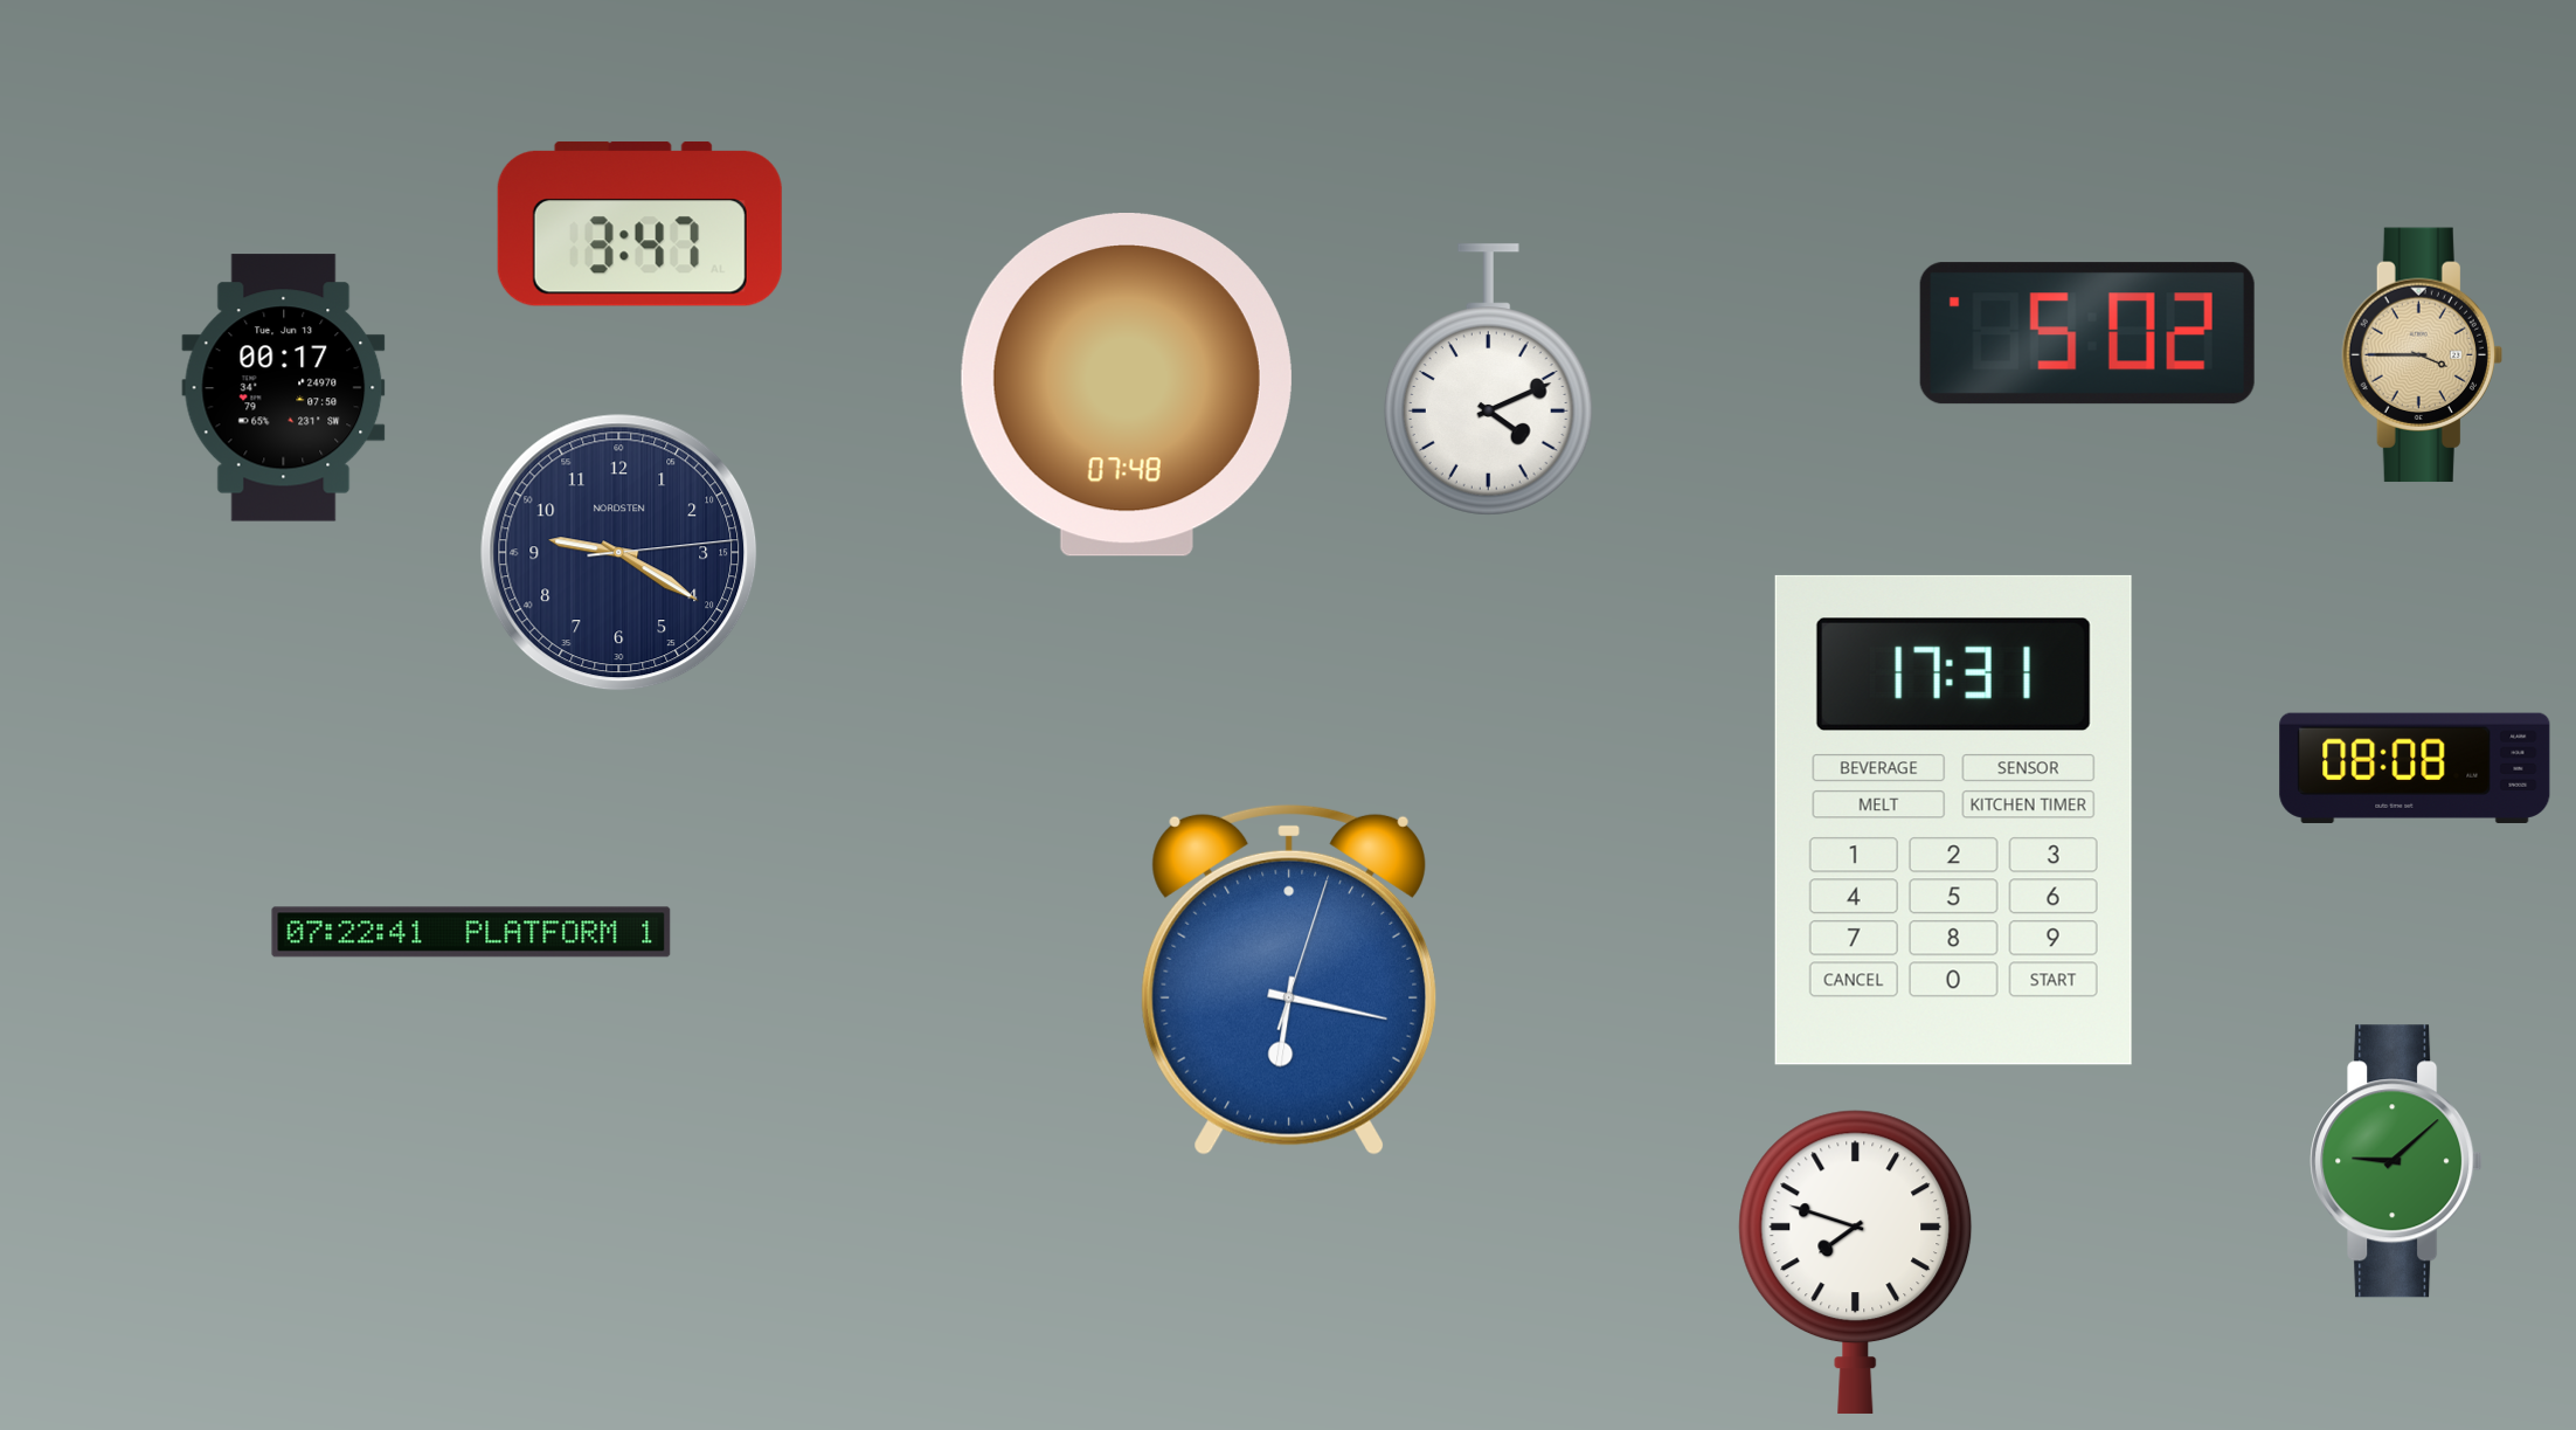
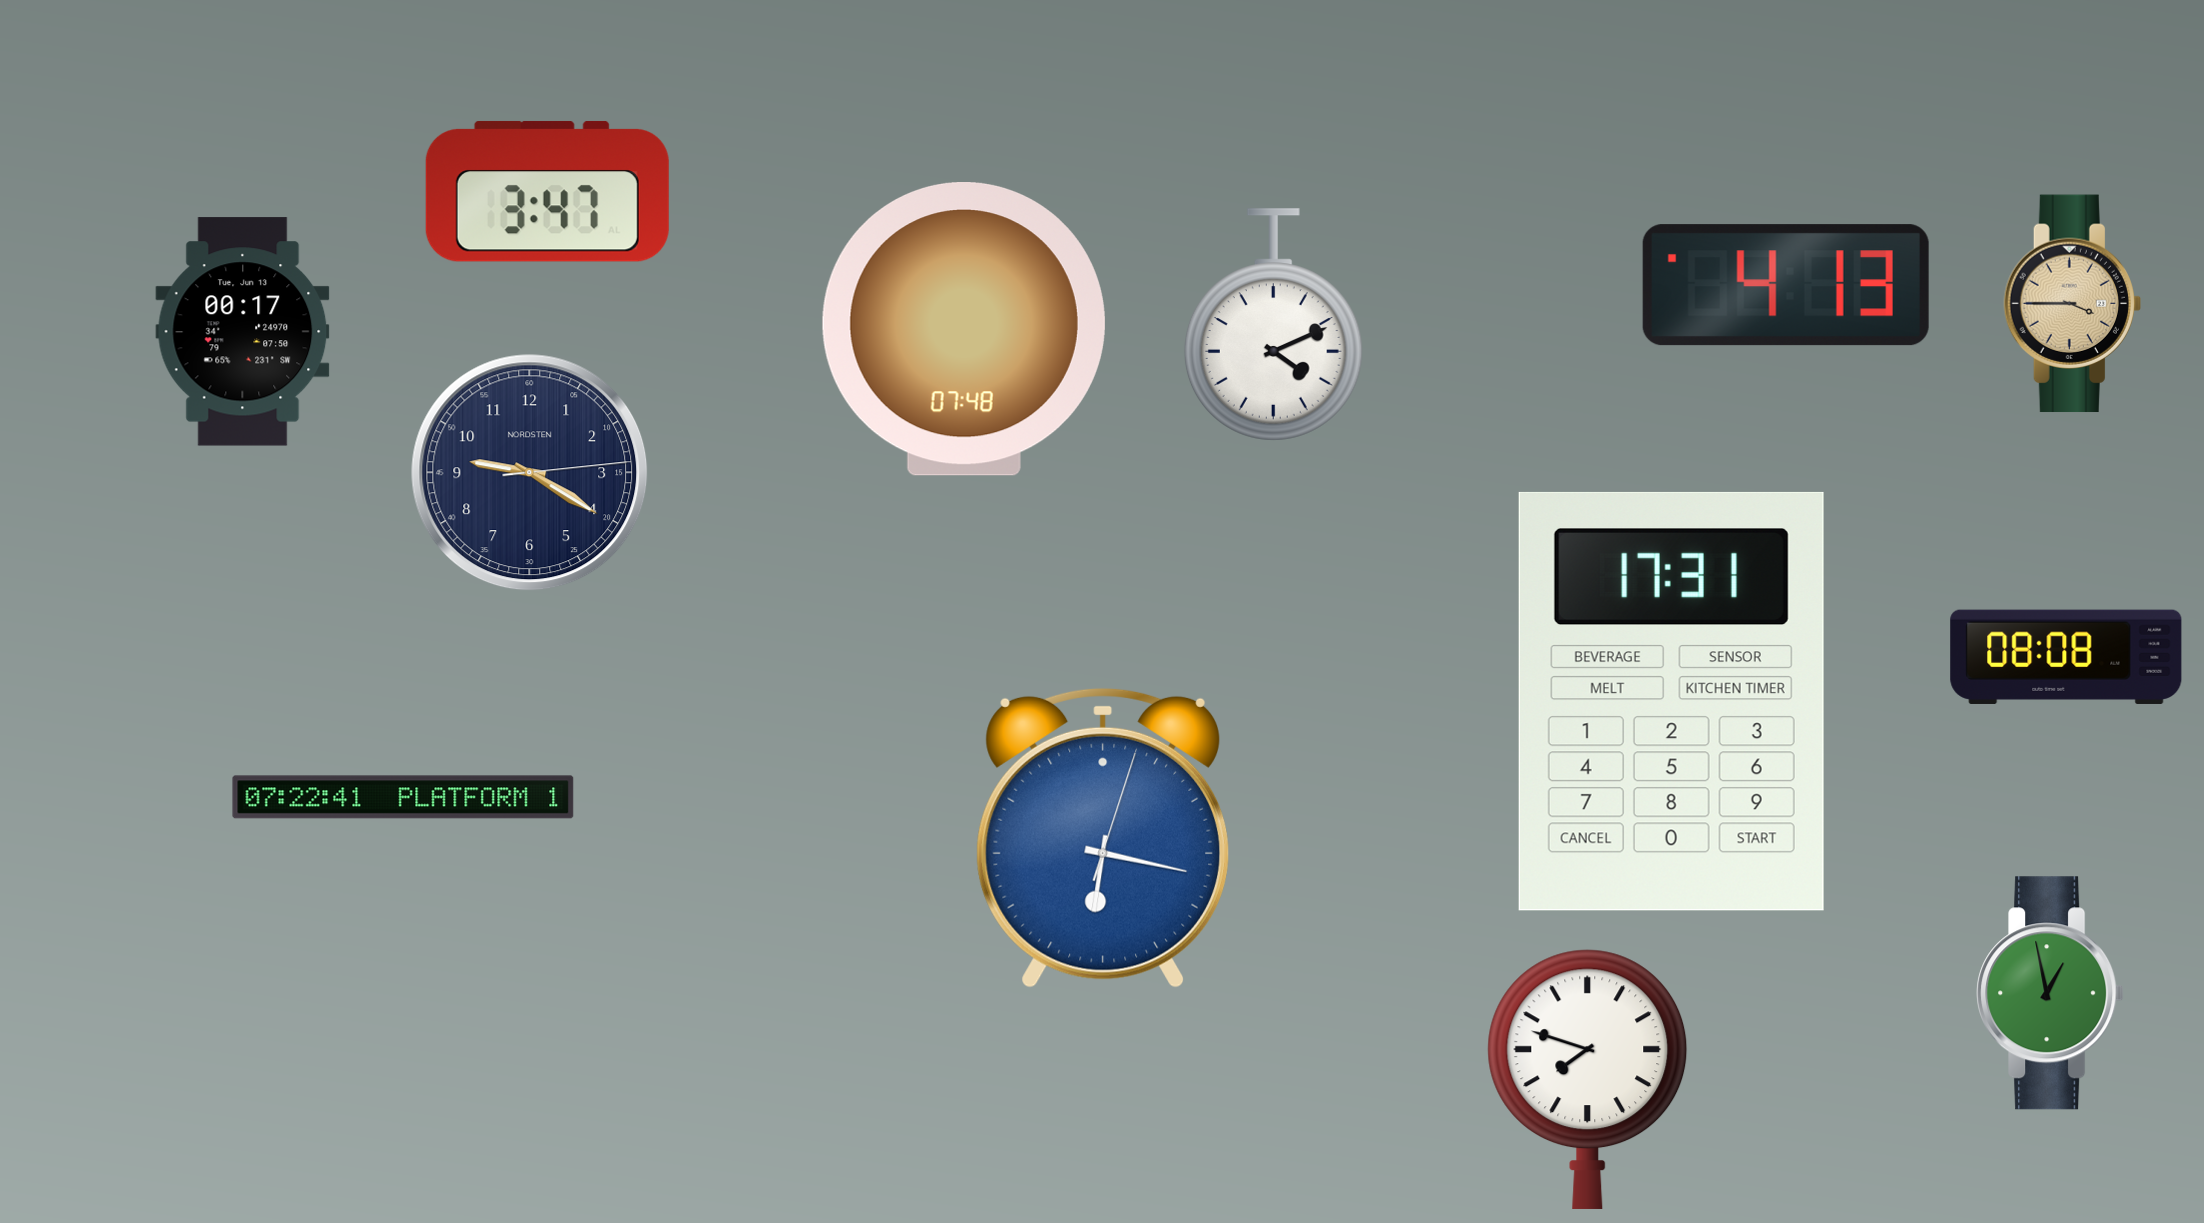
clock at (2087, 333): 5:02 -> 4:13
clock at (2396, 1161): 9:08 -> 12:58
